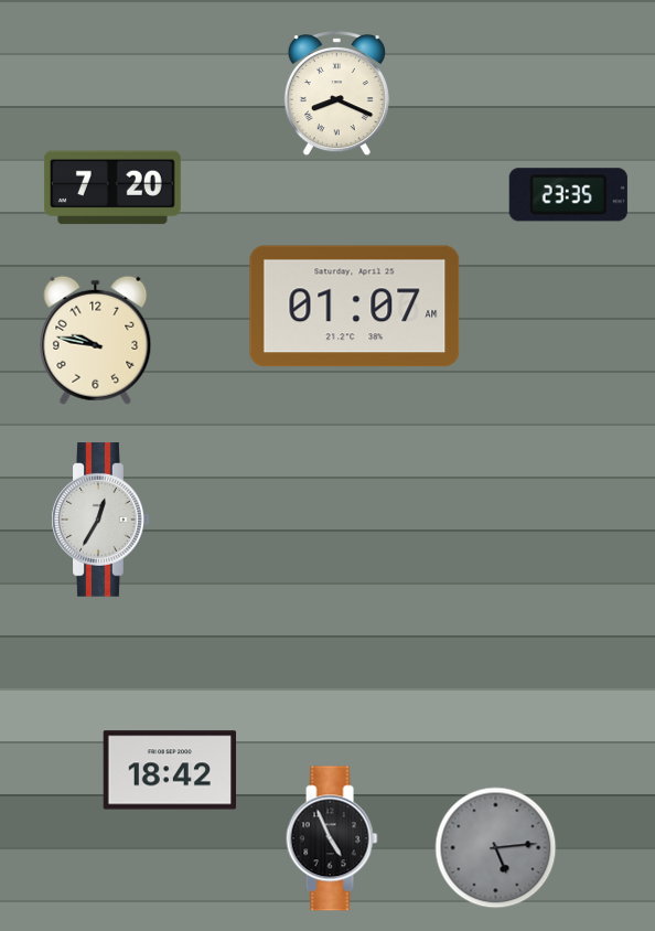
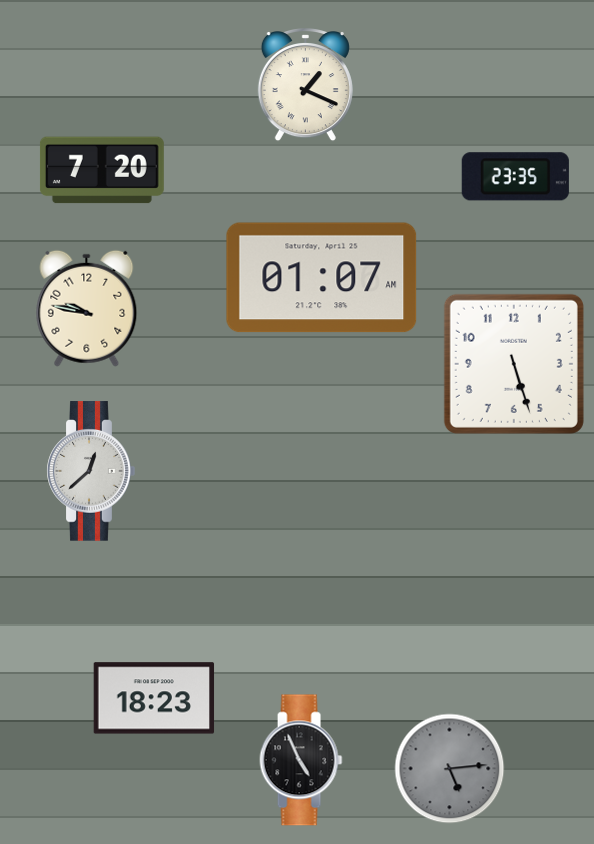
clock at (336, 95): 8:19 -> 1:19
clock at (514, 364): none -> 5:27
clock at (100, 520): 12:35 -> 12:38
clock at (170, 770): 18:42 -> 18:23
